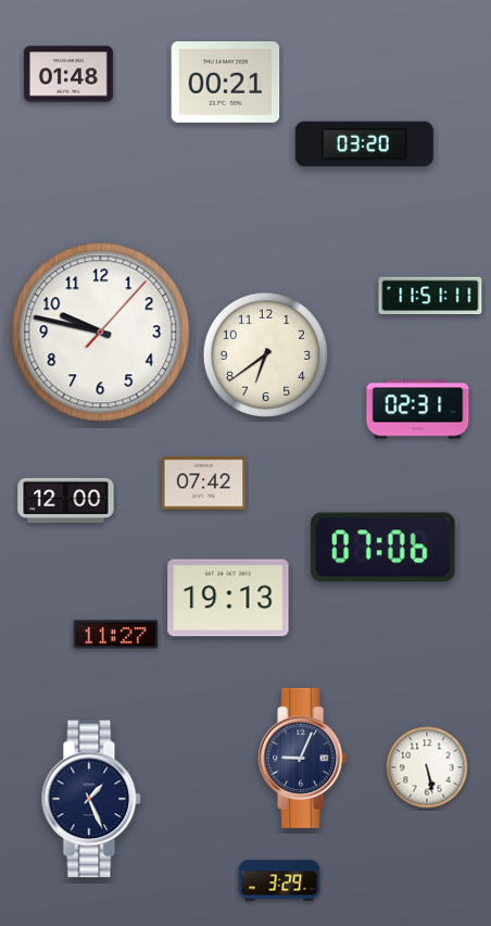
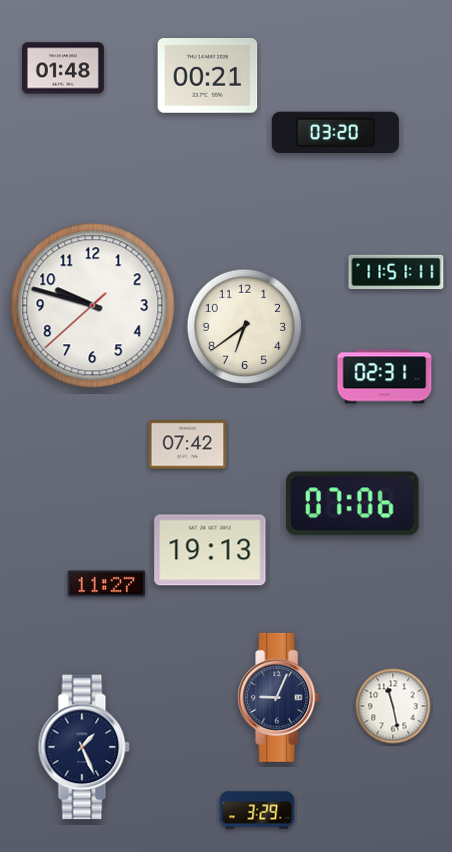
clock at (101, 333): 9:47:07 -> 9:47:38
clock at (66, 500): 12:00 -> none
clock at (427, 767): 5:28 -> 11:28
clock at (91, 799) position: (91, 799) -> (84, 747)
